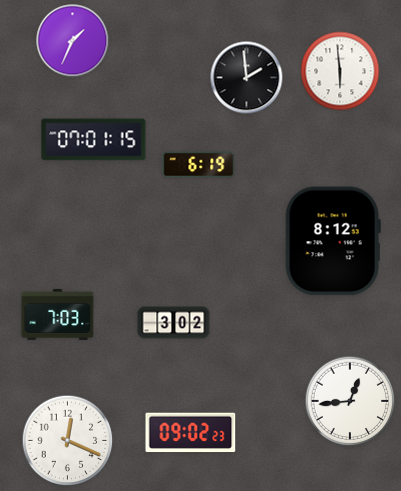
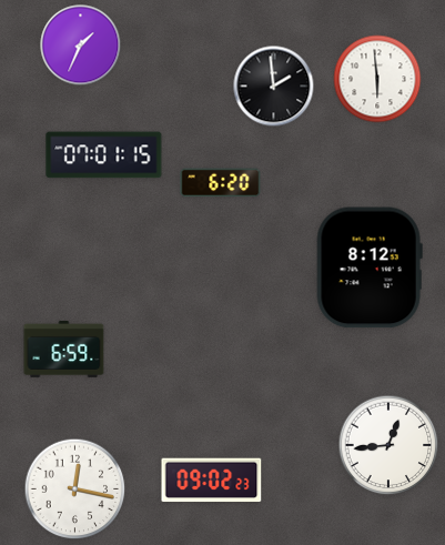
clock at (199, 165): 6:19 -> 6:20
clock at (58, 314): 7:03 -> 6:59
clock at (174, 323): 3:02 -> none
clock at (68, 441): 12:19 -> 12:17
